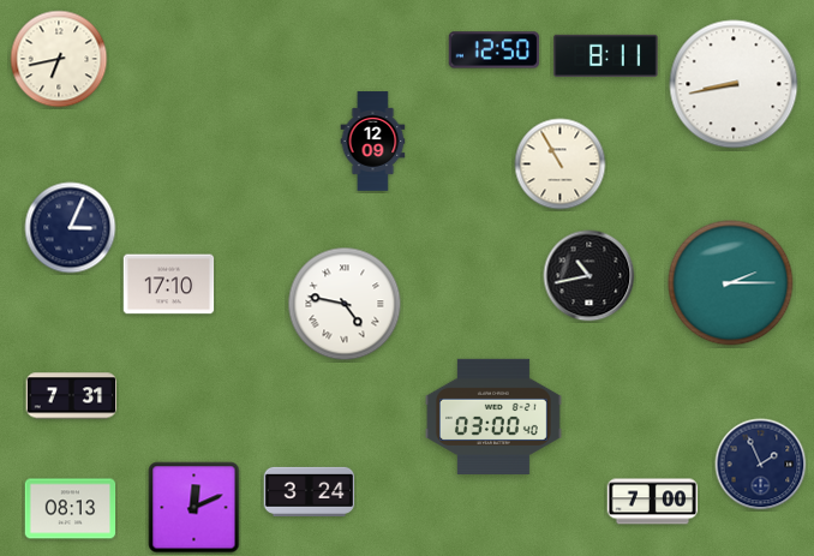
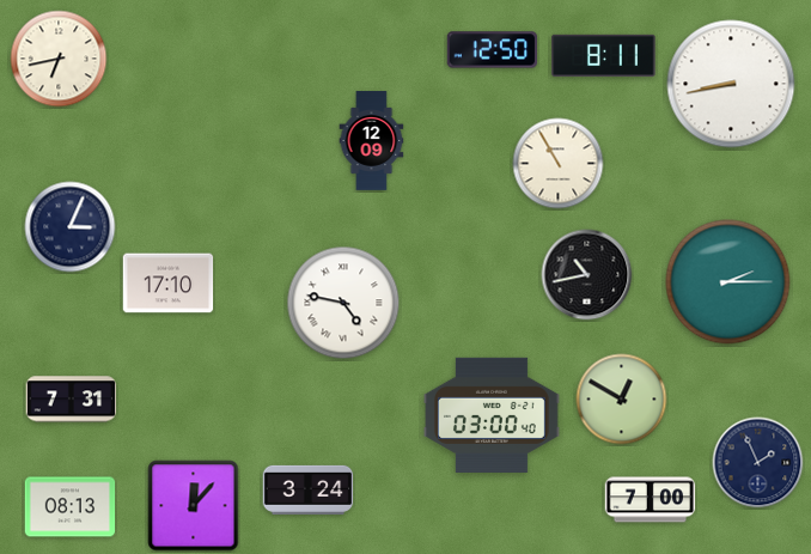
clock at (72, 396) position: (72, 396) -> (72, 400)
clock at (622, 400): none -> 12:50
clock at (194, 508): 12:11 -> 12:07
